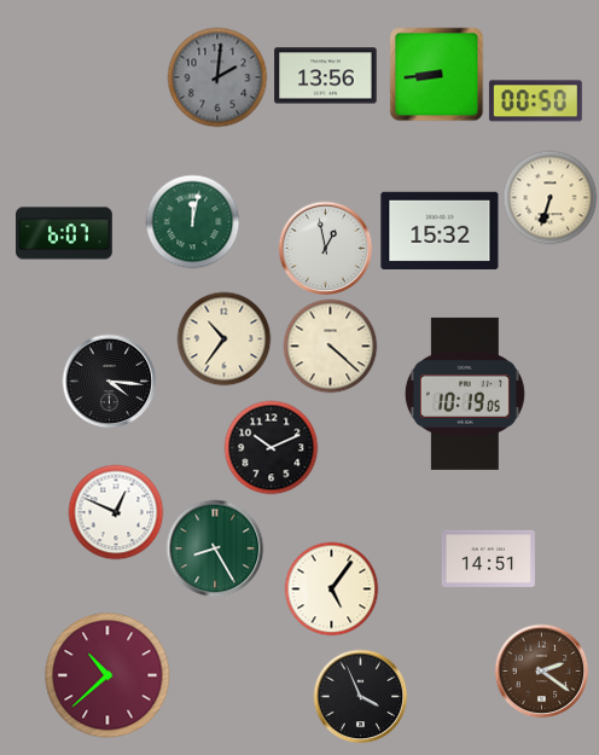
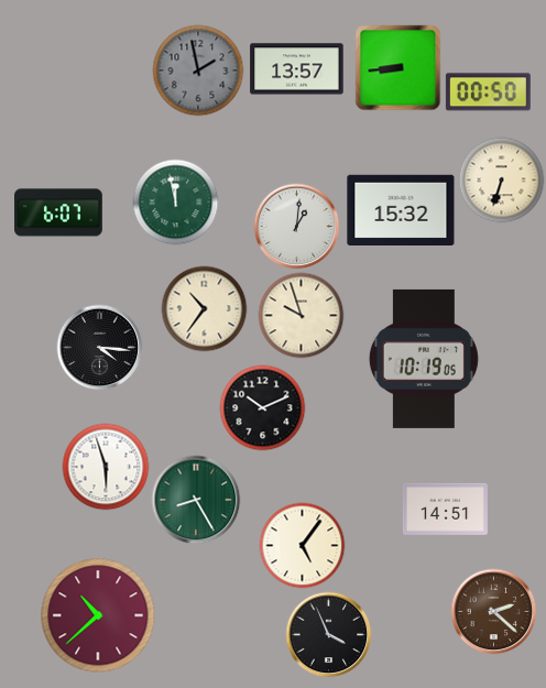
clock at (326, 76): 13:56 -> 13:57
clock at (217, 77): 2:01 -> 1:58
clock at (192, 221): 12:02 -> 11:58
clock at (325, 248): 12:58 -> 1:01
clock at (330, 345): 4:22 -> 9:57
clock at (271, 447) position: (271, 447) -> (262, 407)
clock at (116, 512): 12:49 -> 5:57
clock at (331, 588) position: (331, 588) -> (302, 545)
clock at (541, 670): 2:21 -> 2:22
